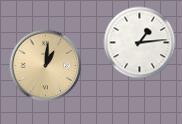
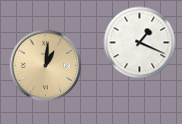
clock at (140, 43): 1:14 -> 1:19
